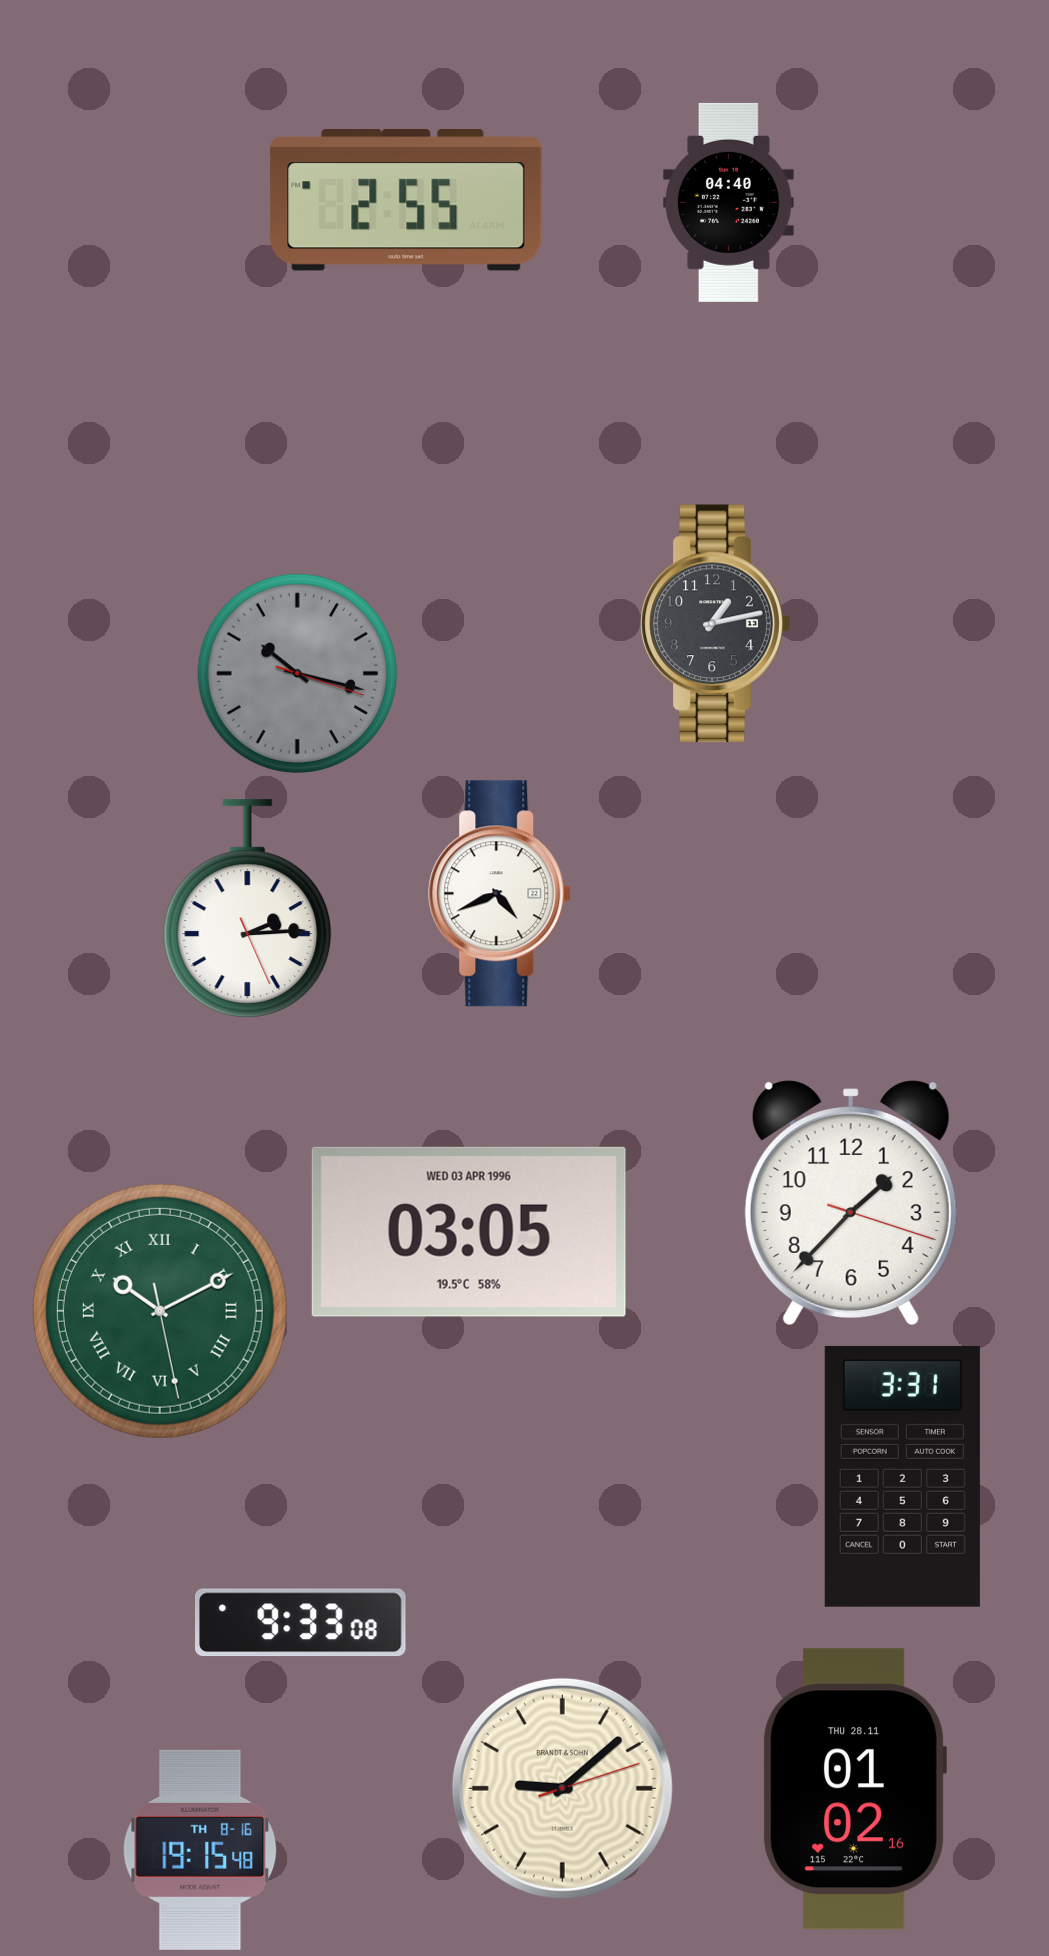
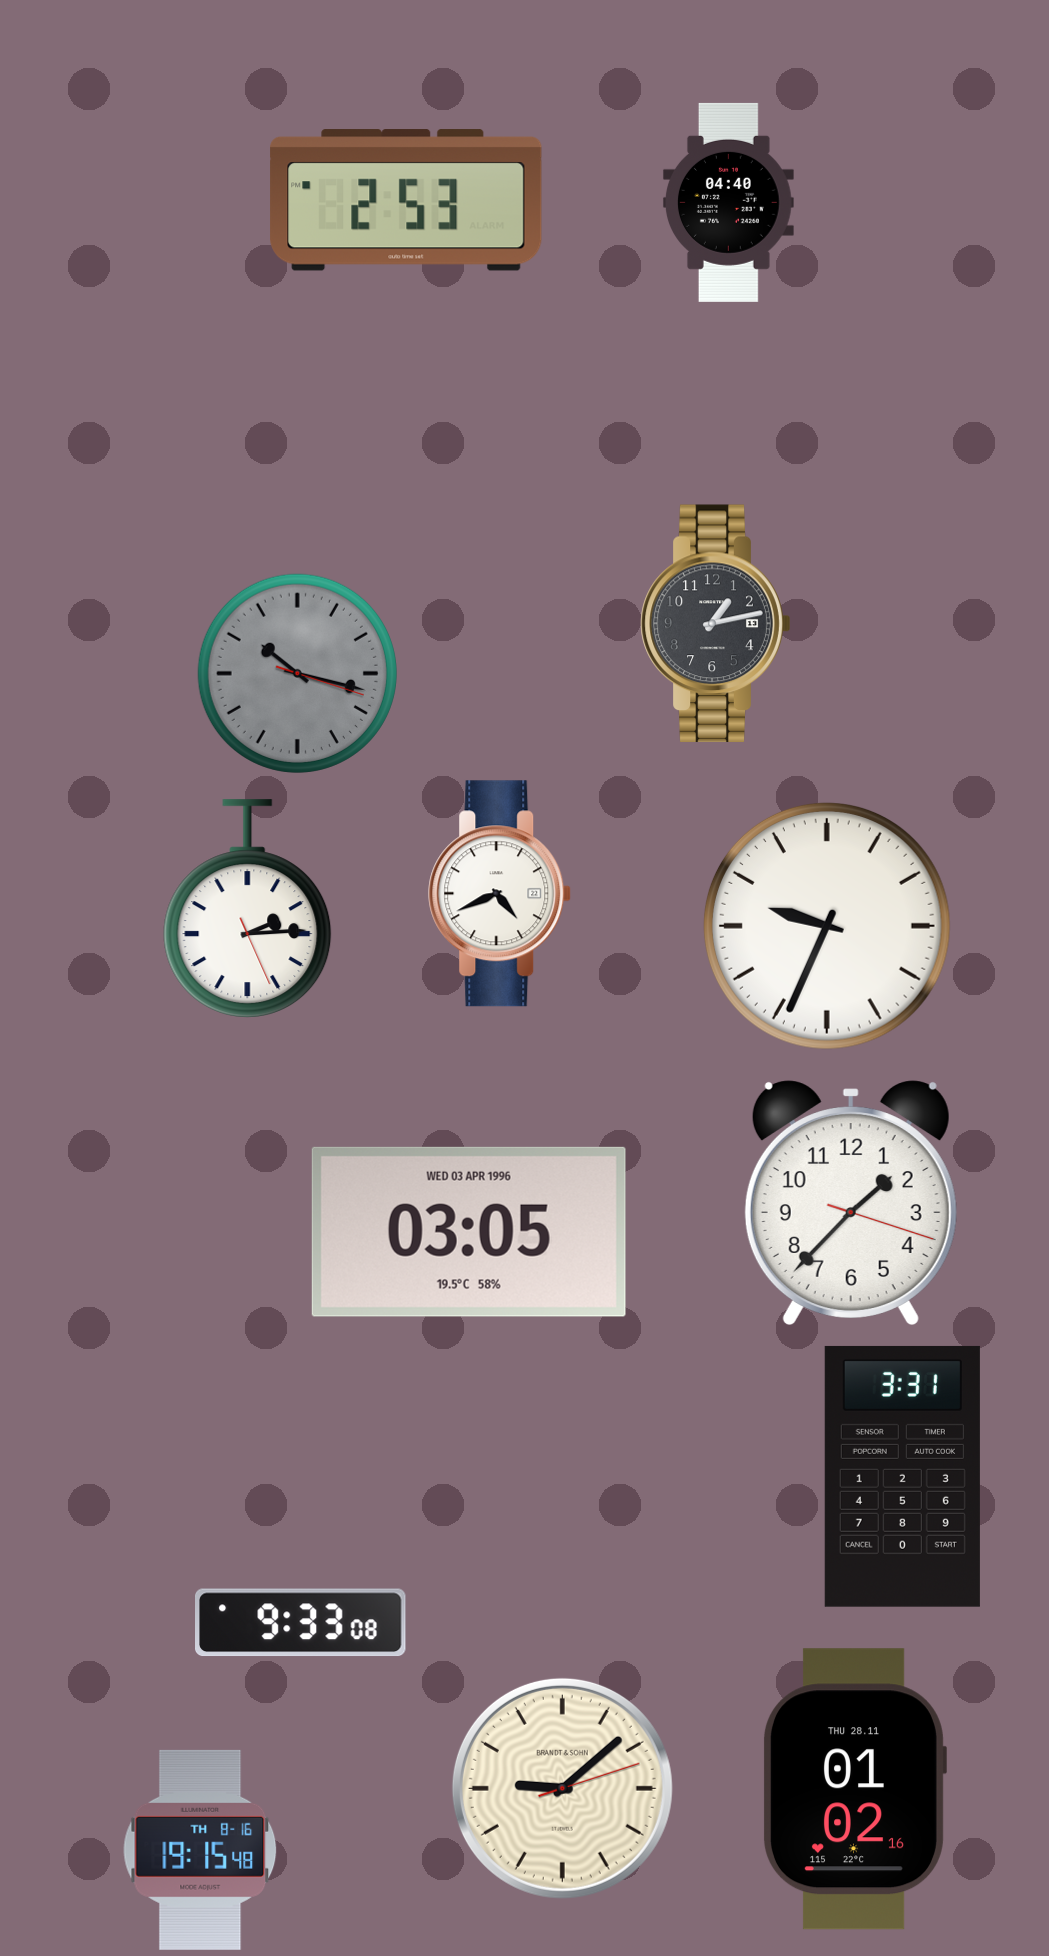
clock at (406, 200): 2:55 -> 2:53
clock at (827, 926): none -> 9:34
clock at (160, 1311): 10:10 -> none
